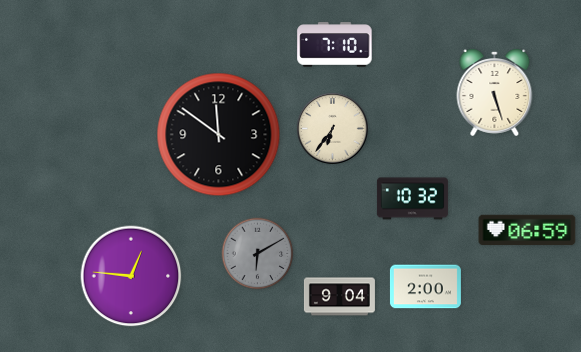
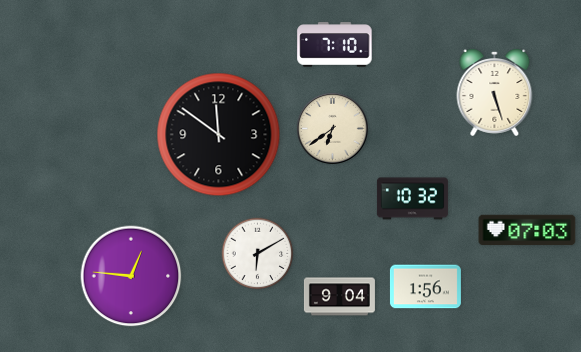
clock at (332, 128): 6:36 -> 6:39
clock at (527, 230): 06:59 -> 07:03
clock at (258, 254) dial: grey -> white
clock at (425, 287): 2:00 -> 1:56
